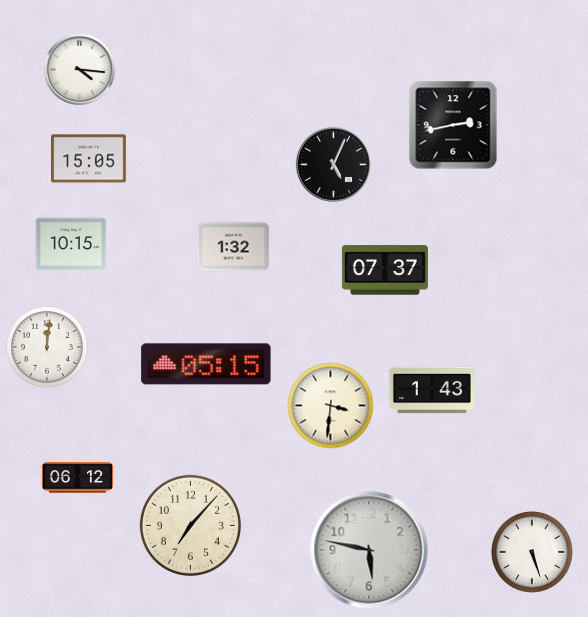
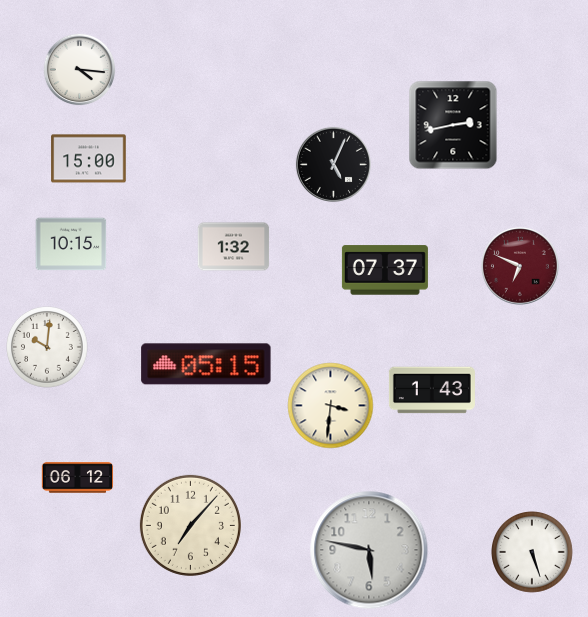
clock at (89, 159): 15:05 -> 15:00
clock at (520, 266): none -> 6:49
clock at (48, 348): 12:01 -> 10:01
